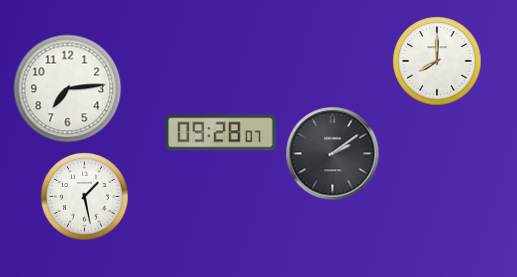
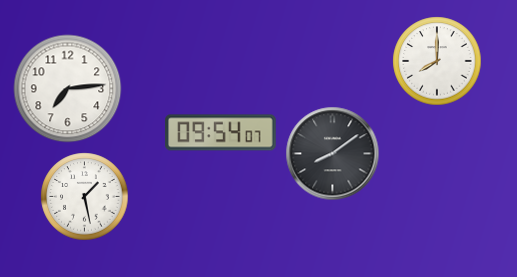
clock at (221, 133): 09:28 -> 09:54
clock at (333, 154): 2:09 -> 8:09
